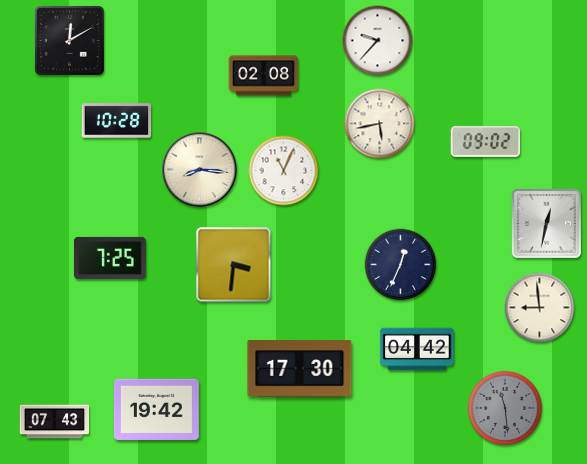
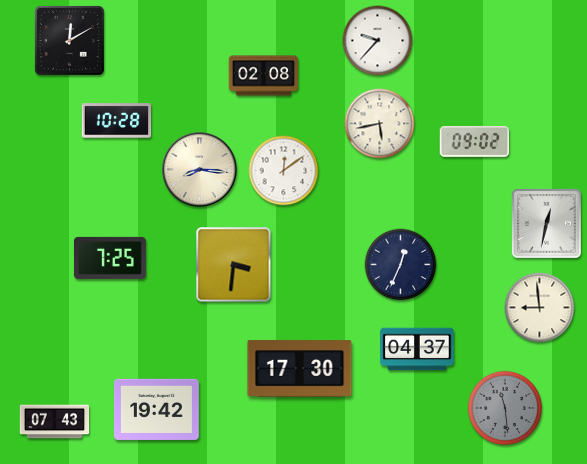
clock at (486, 141) position: (486, 141) -> (475, 141)
clock at (284, 171): 11:04 -> 12:09
clock at (417, 349): 04:42 -> 04:37
